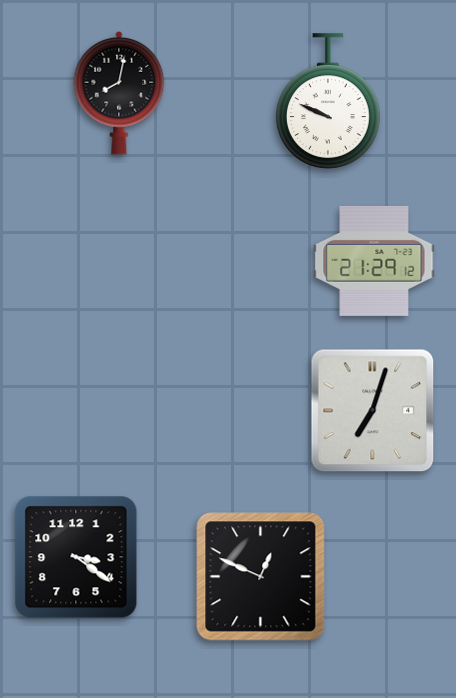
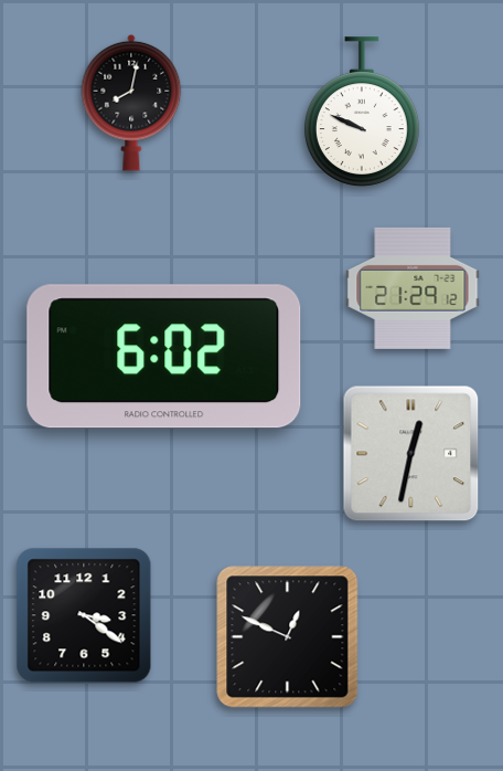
clock at (164, 357): none -> 6:02
clock at (373, 411): 7:03 -> 12:32
